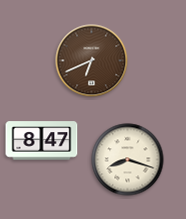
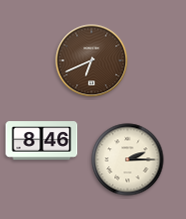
clock at (42, 141): 8:47 -> 8:46
clock at (128, 160): 8:18 -> 2:15
